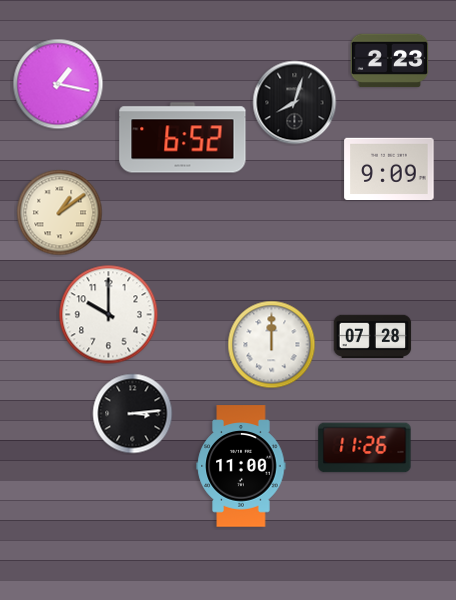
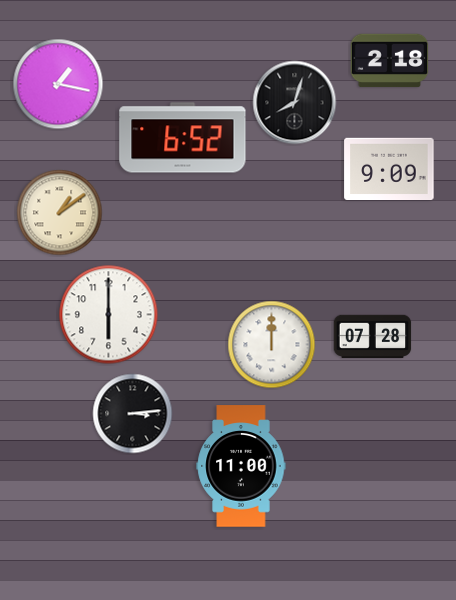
clock at (390, 61): 2:23 -> 2:18
clock at (109, 315): 10:00 -> 6:00
clock at (365, 448): 11:26 -> none
